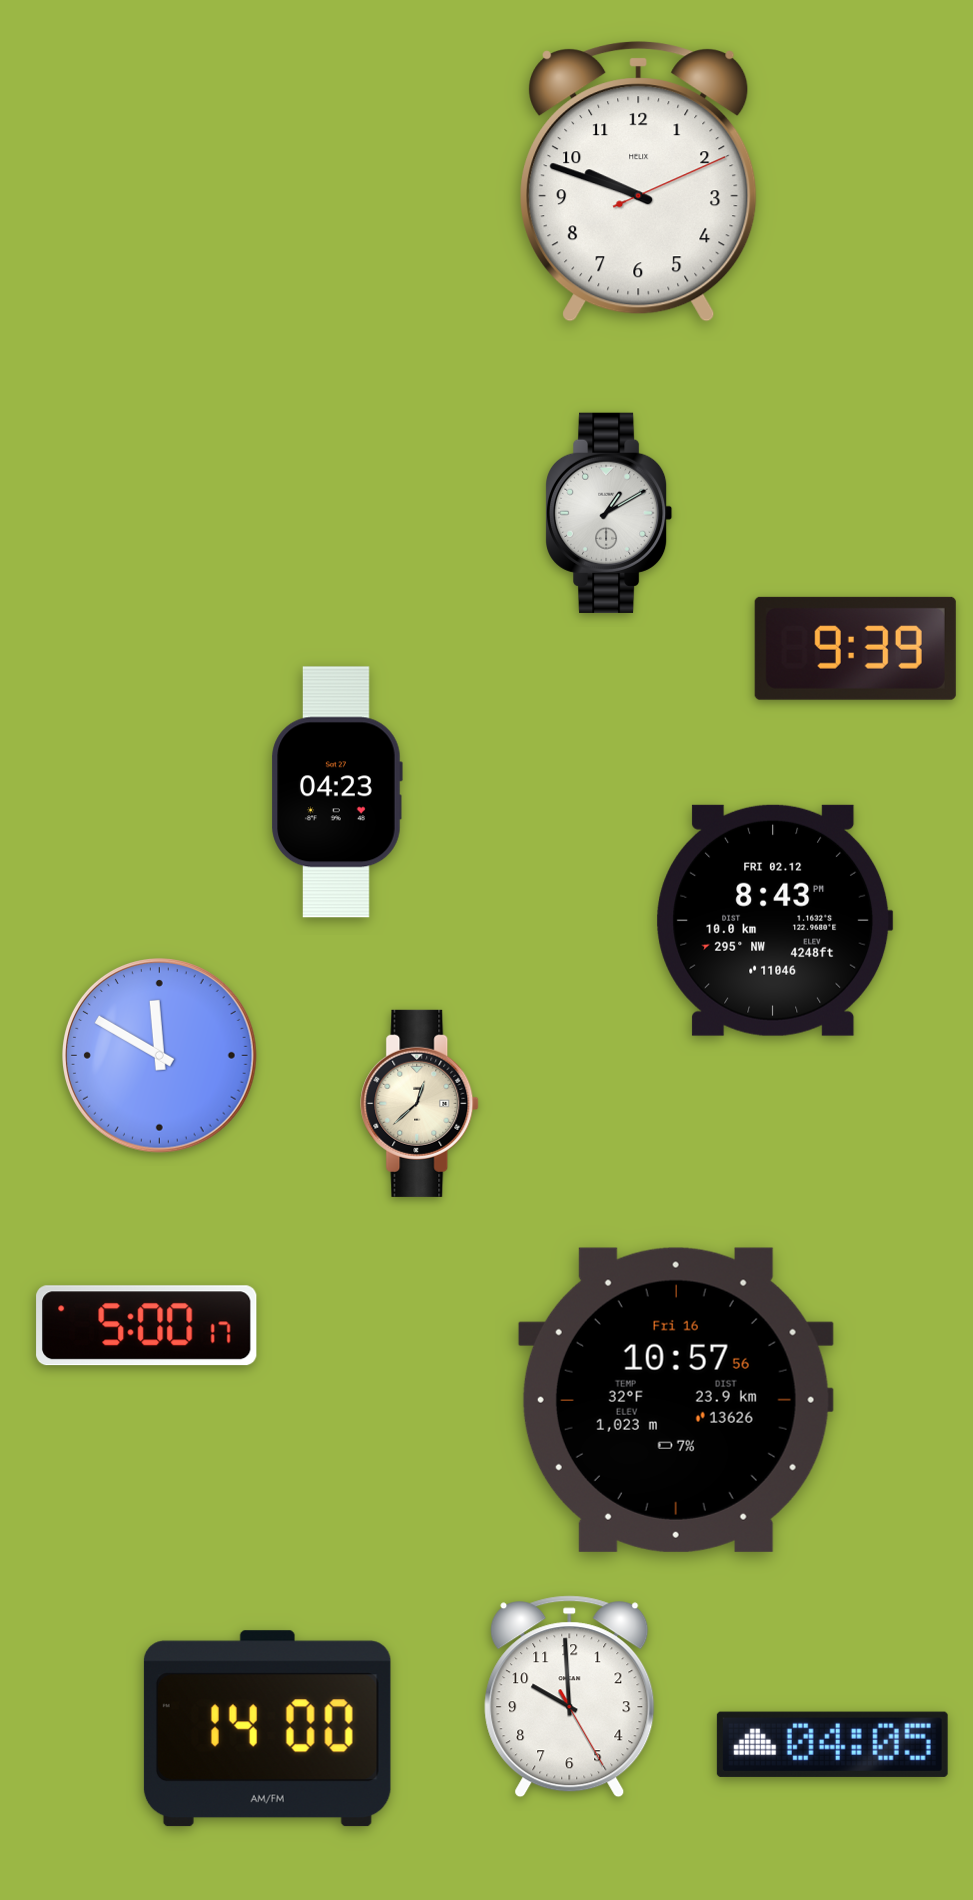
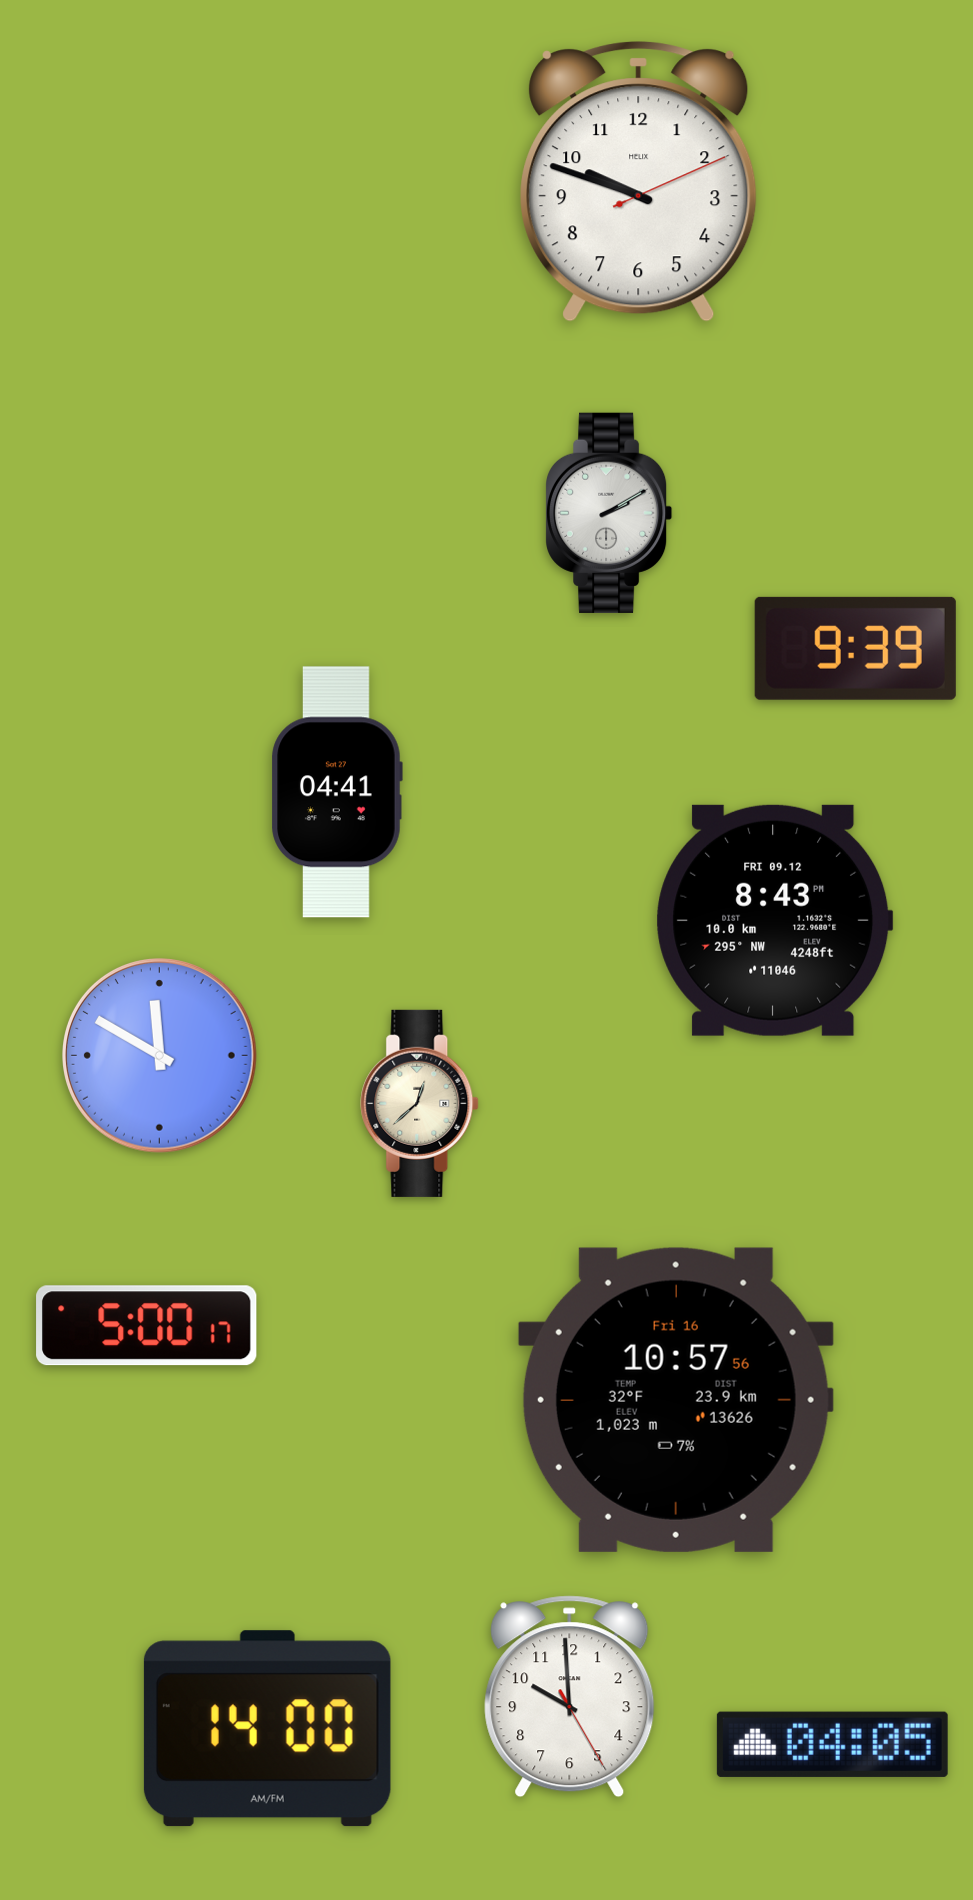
clock at (610, 513): 1:10 -> 2:10
clock at (337, 792): 04:23 -> 04:41
clock at (775, 920) date: FRI 02.12 -> FRI 09.12
